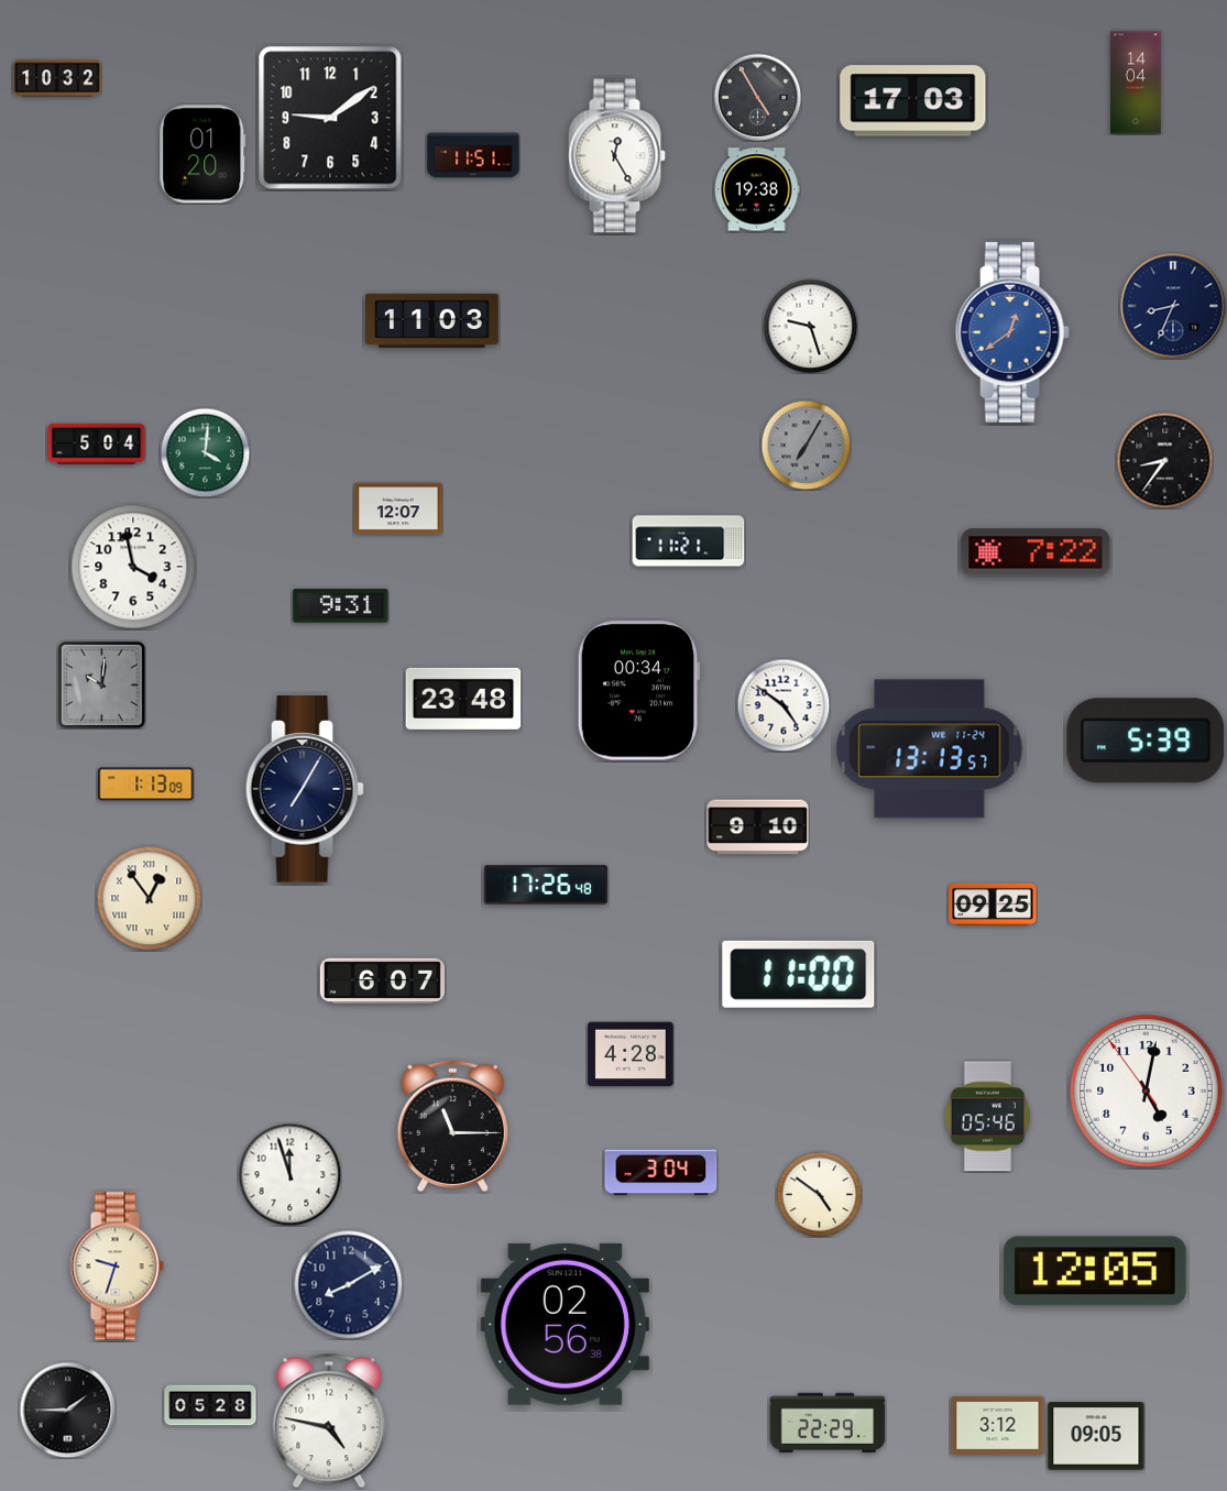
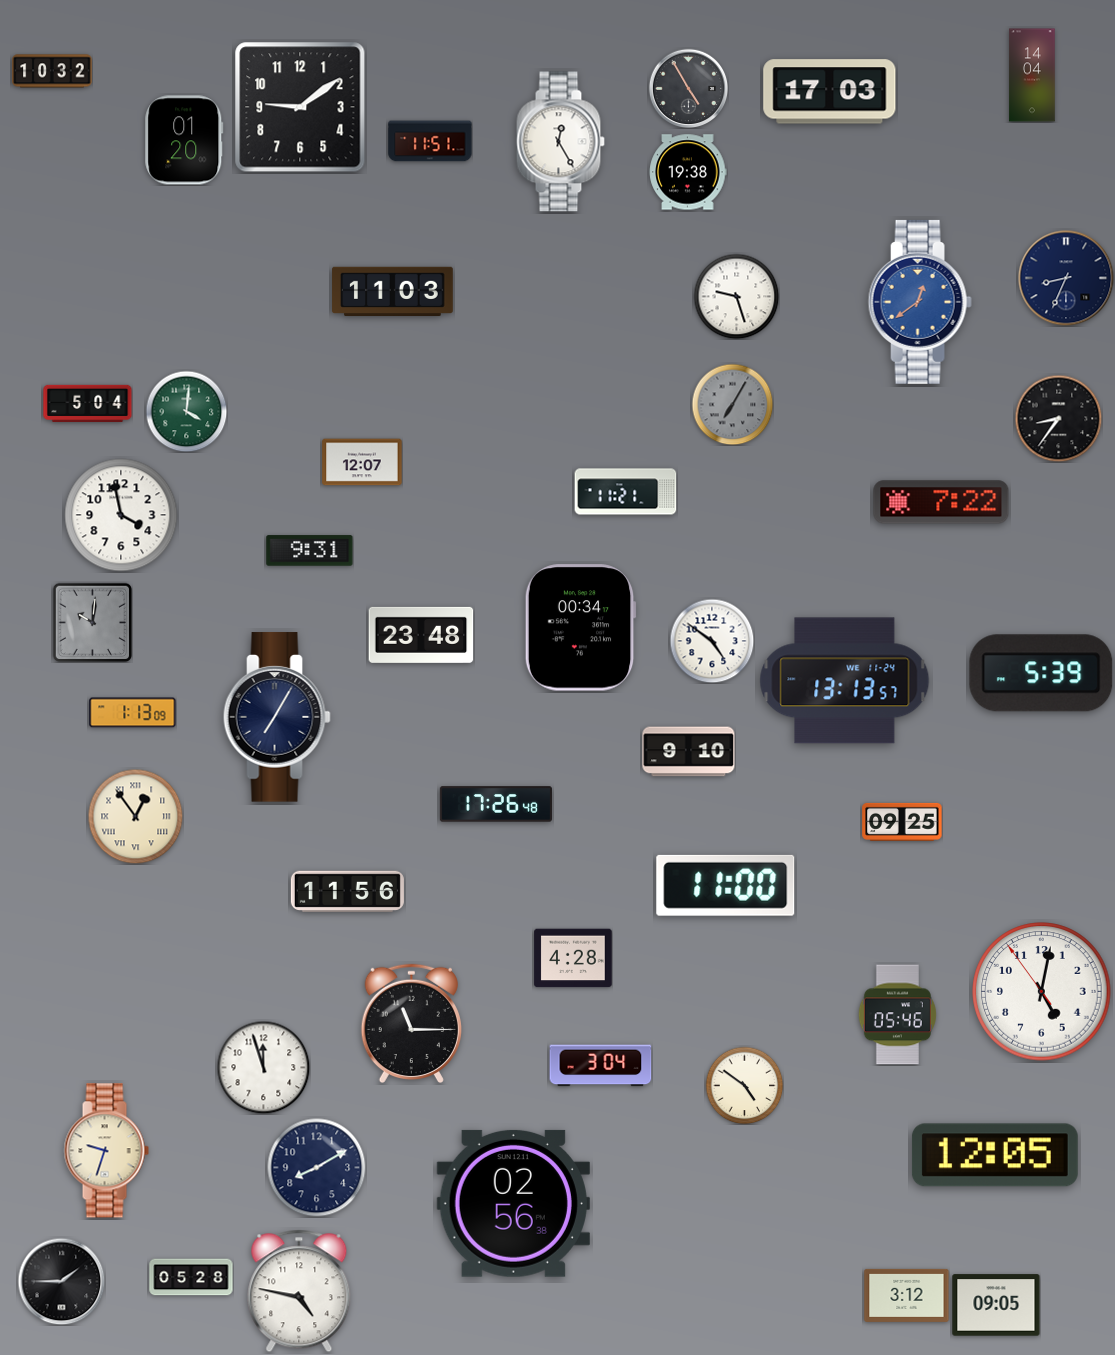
clock at (382, 980): 6:07 -> 11:56
clock at (828, 1423): 22:29 -> none
